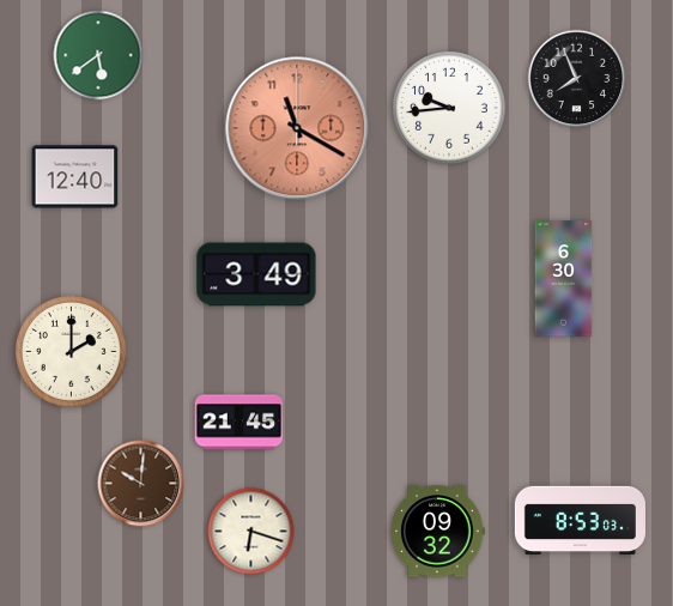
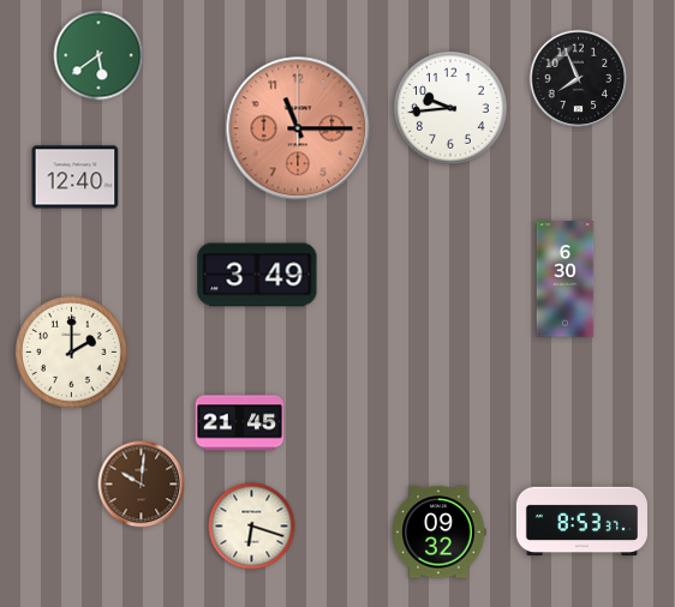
clock at (297, 128): 11:20 -> 11:15
clock at (580, 521): 8:53:03 -> 8:53:37
clock at (251, 532) position: (251, 532) -> (252, 527)
